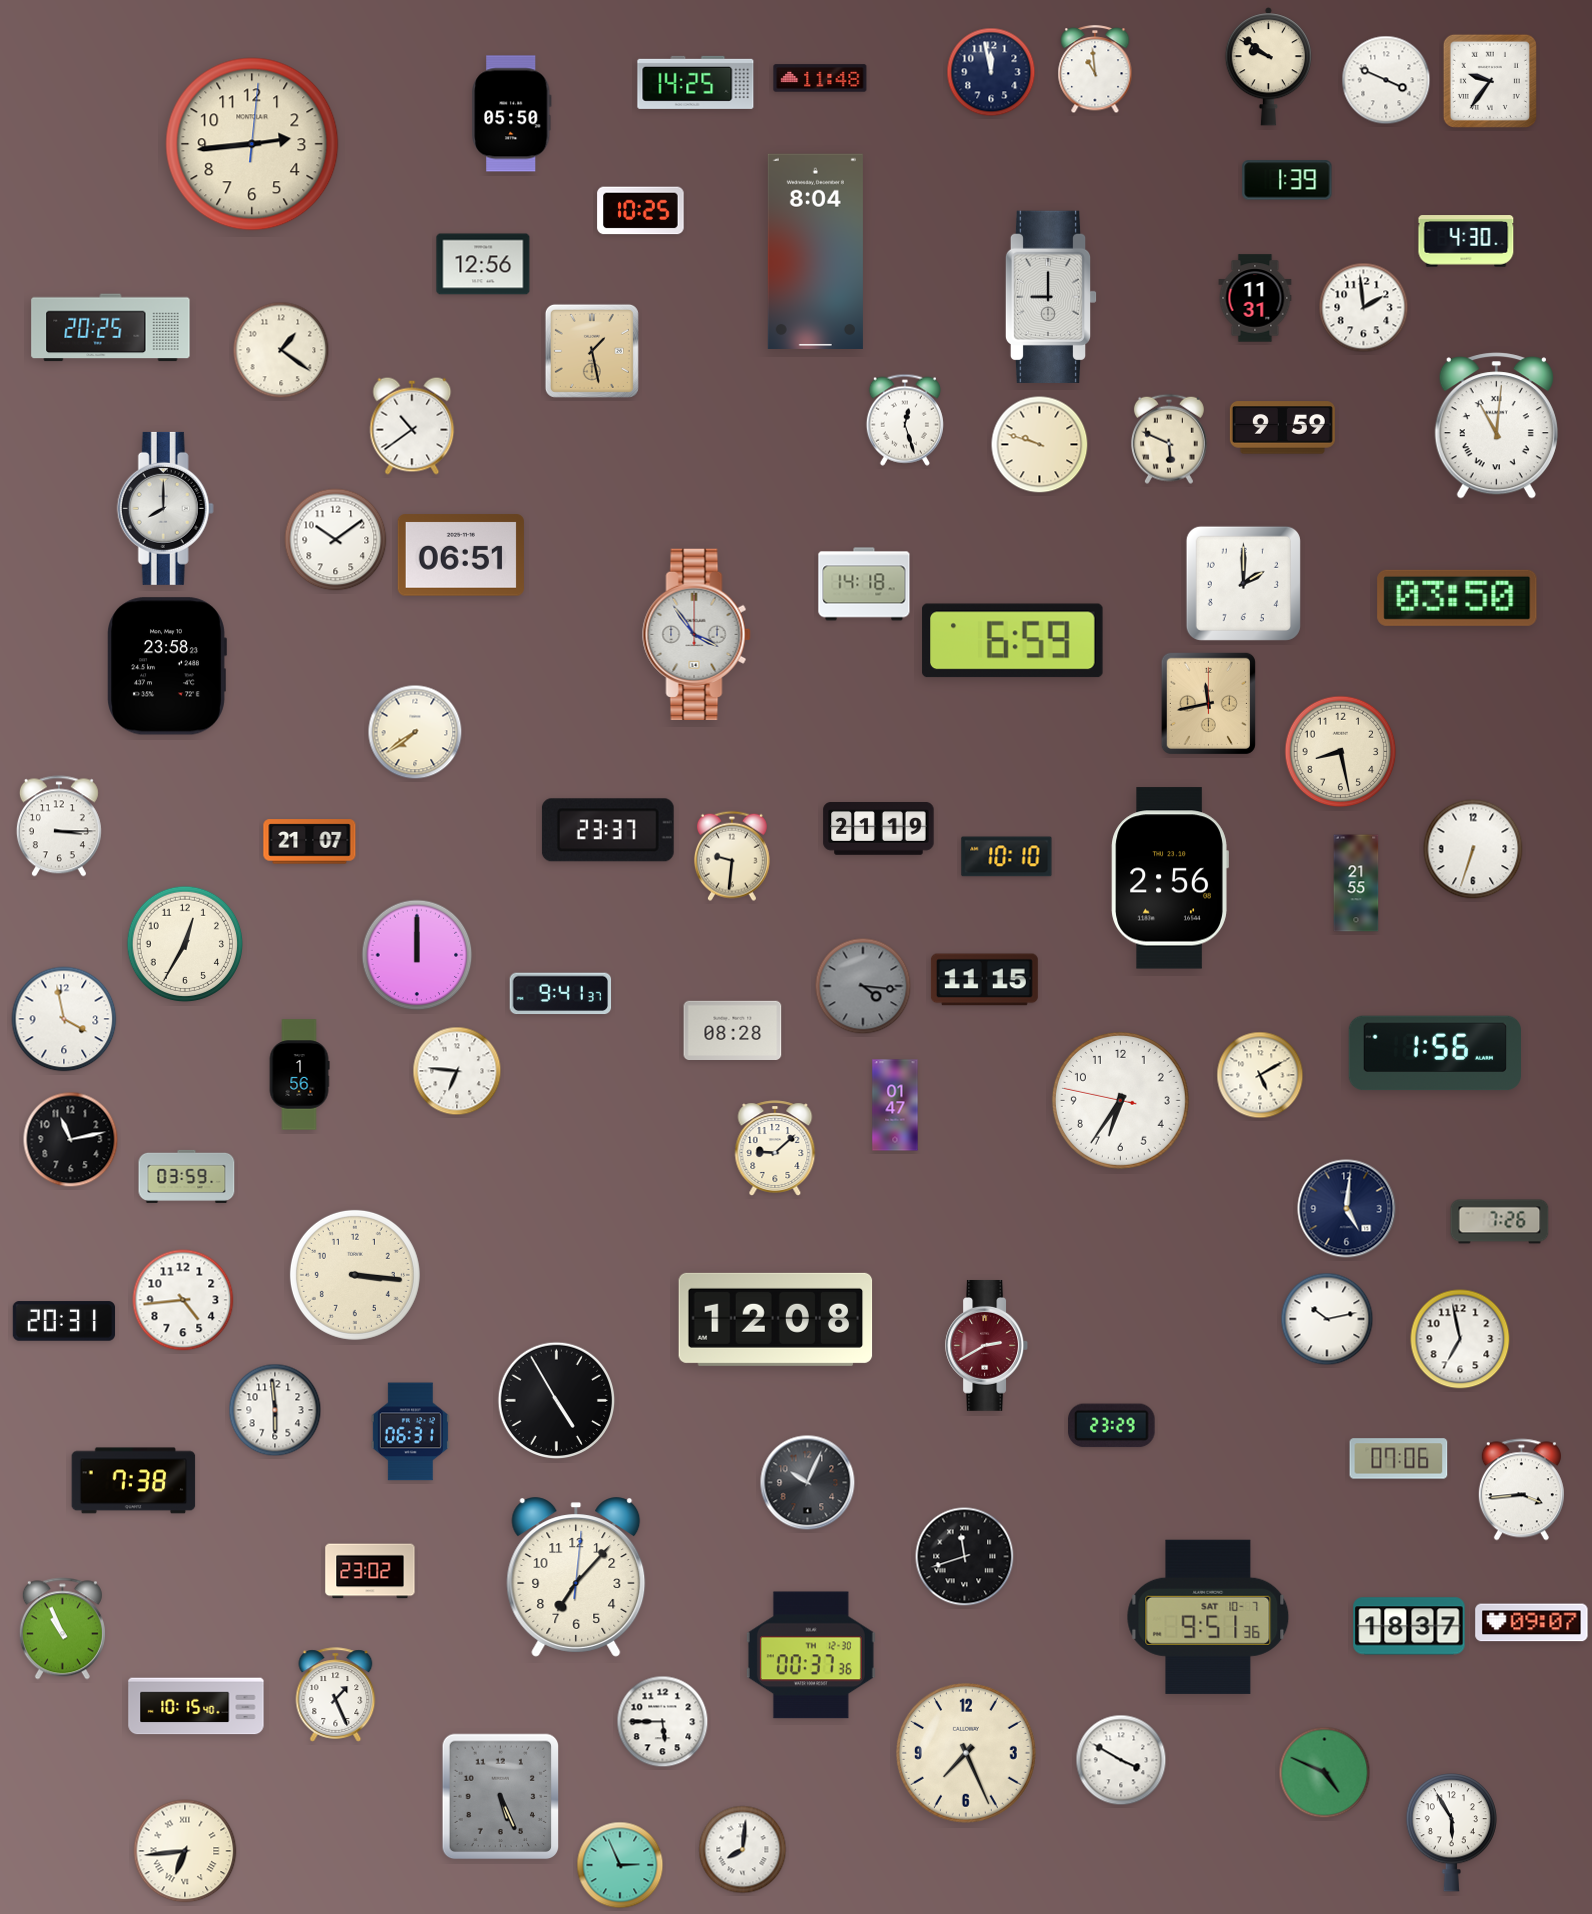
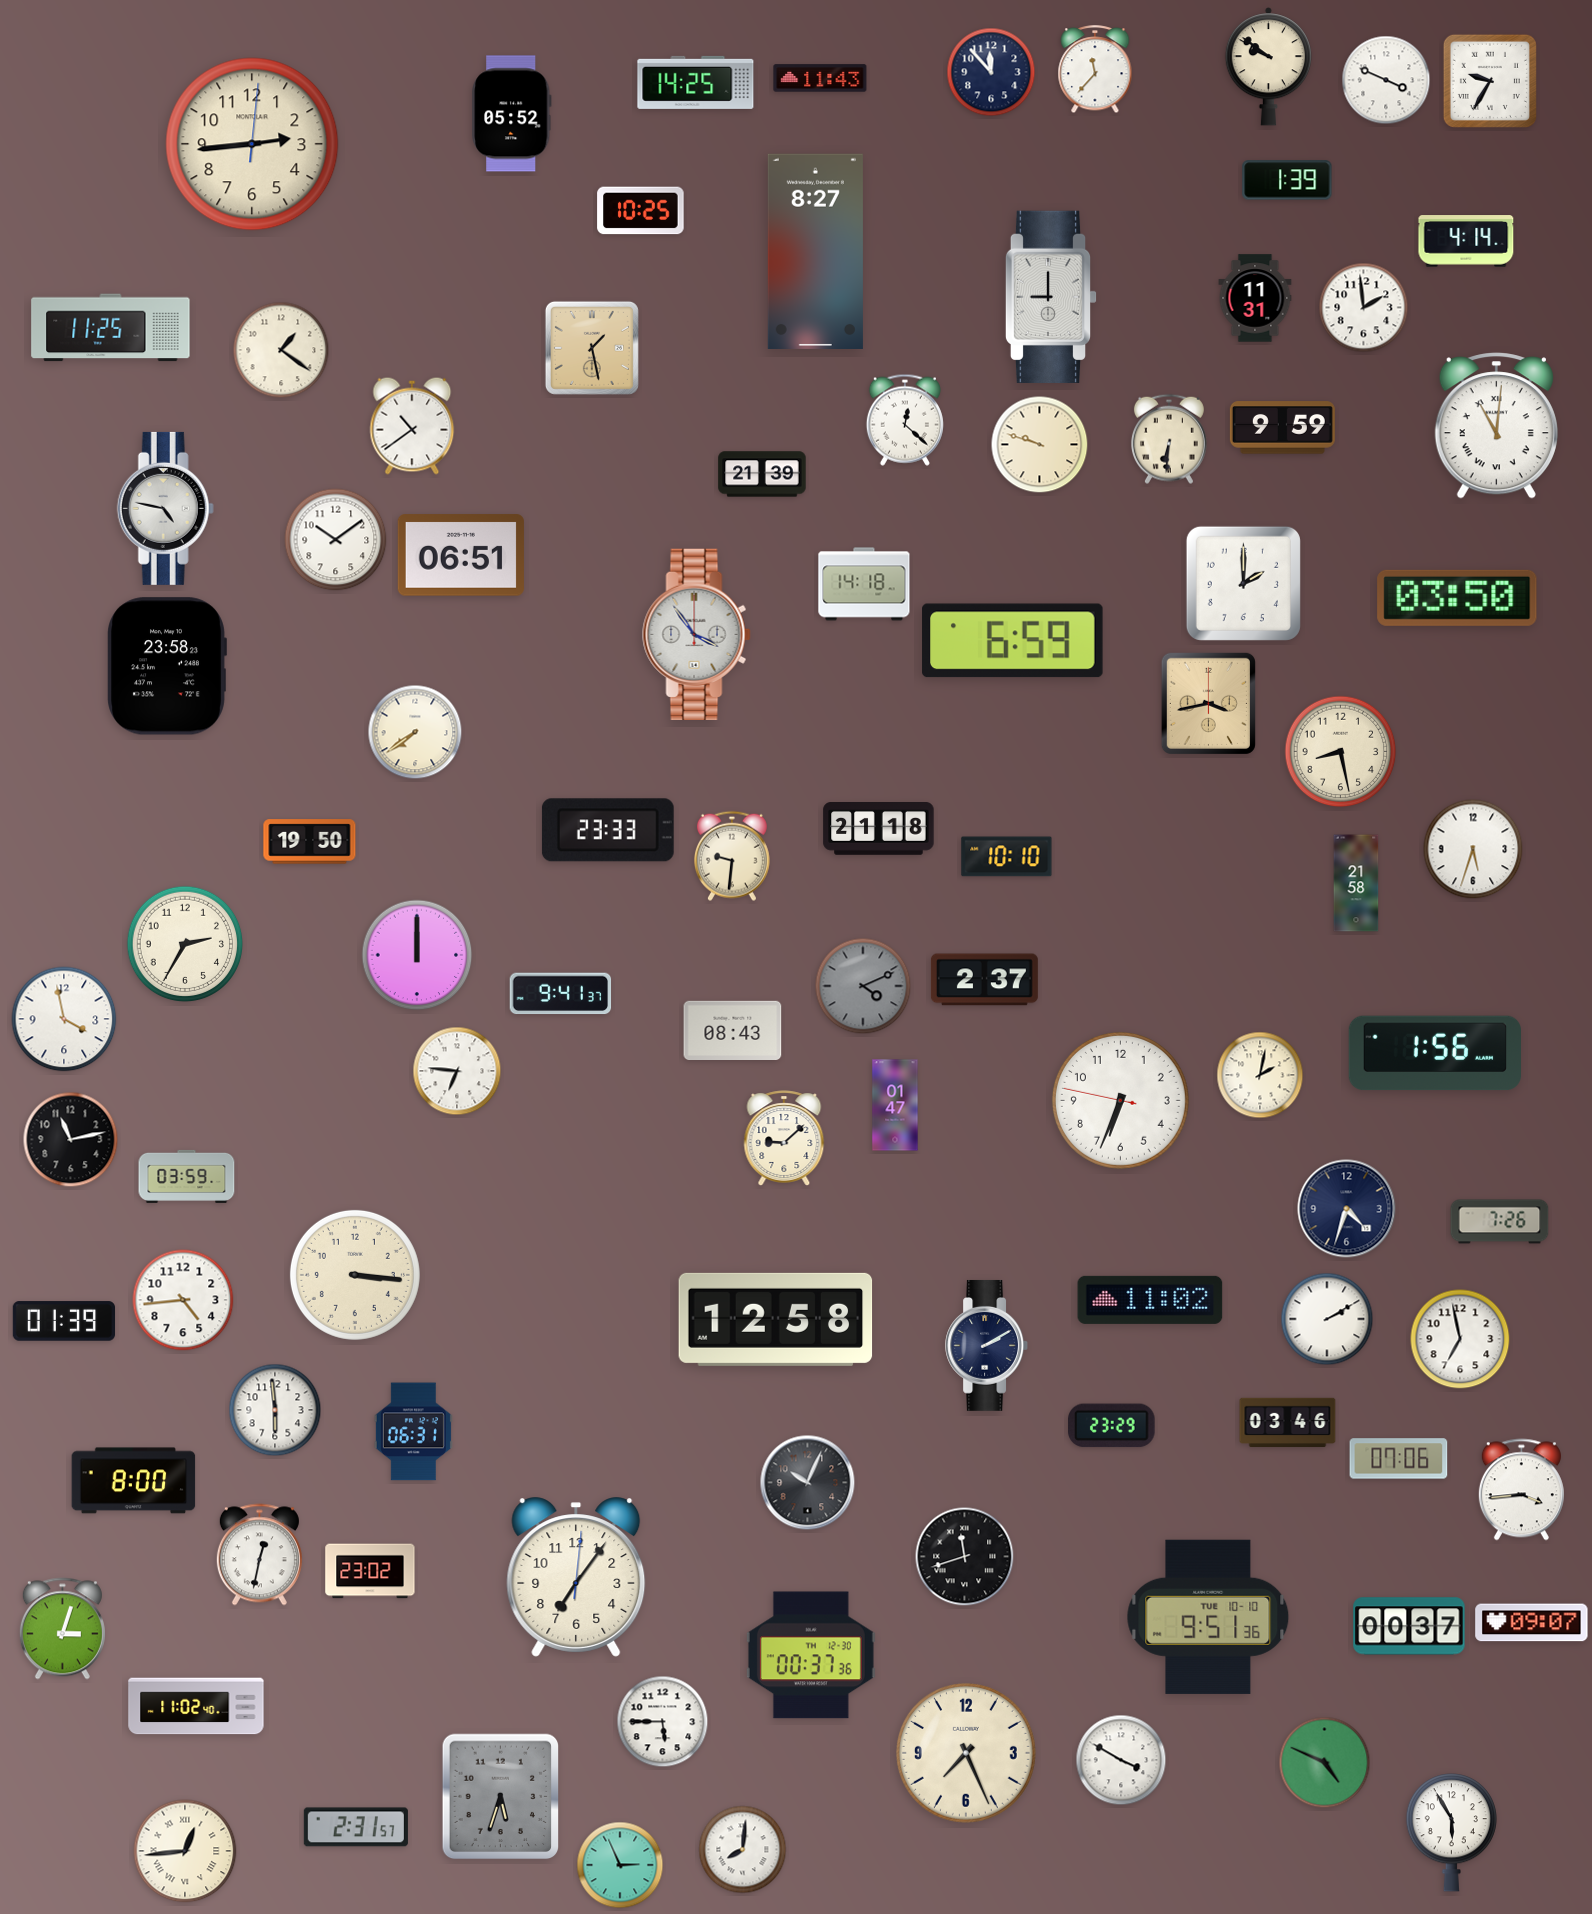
clock at (1095, 70): 10:59 -> 11:37
clock at (991, 72): 11:58 -> 11:53
clock at (820, 78): 11:48 -> 11:43
clock at (1490, 81): 9:36 -> 9:35
clock at (512, 114): 05:50 -> 05:52
clock at (1466, 241): 4:30 -> 4:14
clock at (815, 251): 8:04 -> 8:27
clock at (483, 264): 12:56 -> none
clock at (111, 328): 20:25 -> 11:25
clock at (592, 351) position: (592, 351) -> (592, 348)
clock at (905, 420): 12:27 -> 12:22
clock at (1169, 439): 5:49 -> 6:31
clock at (762, 474): none -> 21:39
clock at (165, 508): 8:00 -> 4:47
clock at (1208, 703): 11:43 -> 3:43
clock at (59, 826): 3:15 -> none
clock at (879, 829): 21:19 -> 21:18
clock at (608, 830): 23:37 -> 23:33
clock at (310, 842): 21:07 -> 19:50
clock at (1473, 849): 6:33 -> 5:33
clock at (1170, 878): 2:56 -> none
clock at (1356, 883): 21:55 -> 21:58
clock at (185, 944): 12:35 -> 2:35
clock at (984, 980): 11:15 -> 2:37
clock at (863, 986): 4:16 -> 4:11
clock at (733, 1030): 08:28 -> 08:43
clock at (299, 1075): 1:56 -> none
clock at (1260, 1075): 5:10 -> 2:02
clock at (1120, 1100): 6:35 -> 6:33
clock at (775, 1148) position: (775, 1148) -> (784, 1138)
clock at (1347, 1209): 5:01 -> 4:33
clock at (1150, 1300): none -> 11:02
clock at (776, 1319): 12:08 -> 12:58
clock at (1327, 1319): 10:13 -> 2:10
clock at (64, 1321): 20:31 -> 01:39
clock at (987, 1345): 2:40 -> 2:10
clock at (987, 1345) dial: burgundy -> navy
clock at (557, 1401): 4:55 -> none
clock at (1288, 1423): none -> 03:46
clock at (410, 1432) position: (410, 1432) -> (413, 1432)
clock at (134, 1481): 7:38 -> 8:00
clock at (259, 1555): none -> 12:32
clock at (576, 1577): 7:07 -> 7:06
clock at (1208, 1617) date: SAT 10-7 -> TUE 10-10
clock at (1409, 1626): 18:37 -> 00:37
clock at (62, 1629): 10:56 -> 3:03
clock at (336, 1695): 1:26 -> none
clock at (196, 1706): 10:15 -> 11:02
clock at (1325, 1773) position: (1325, 1773) -> (1325, 1763)
clock at (501, 1797): 5:26 -> 5:33
clock at (356, 1827): none -> 2:31
clock at (185, 1851): 6:44 -> 12:44
